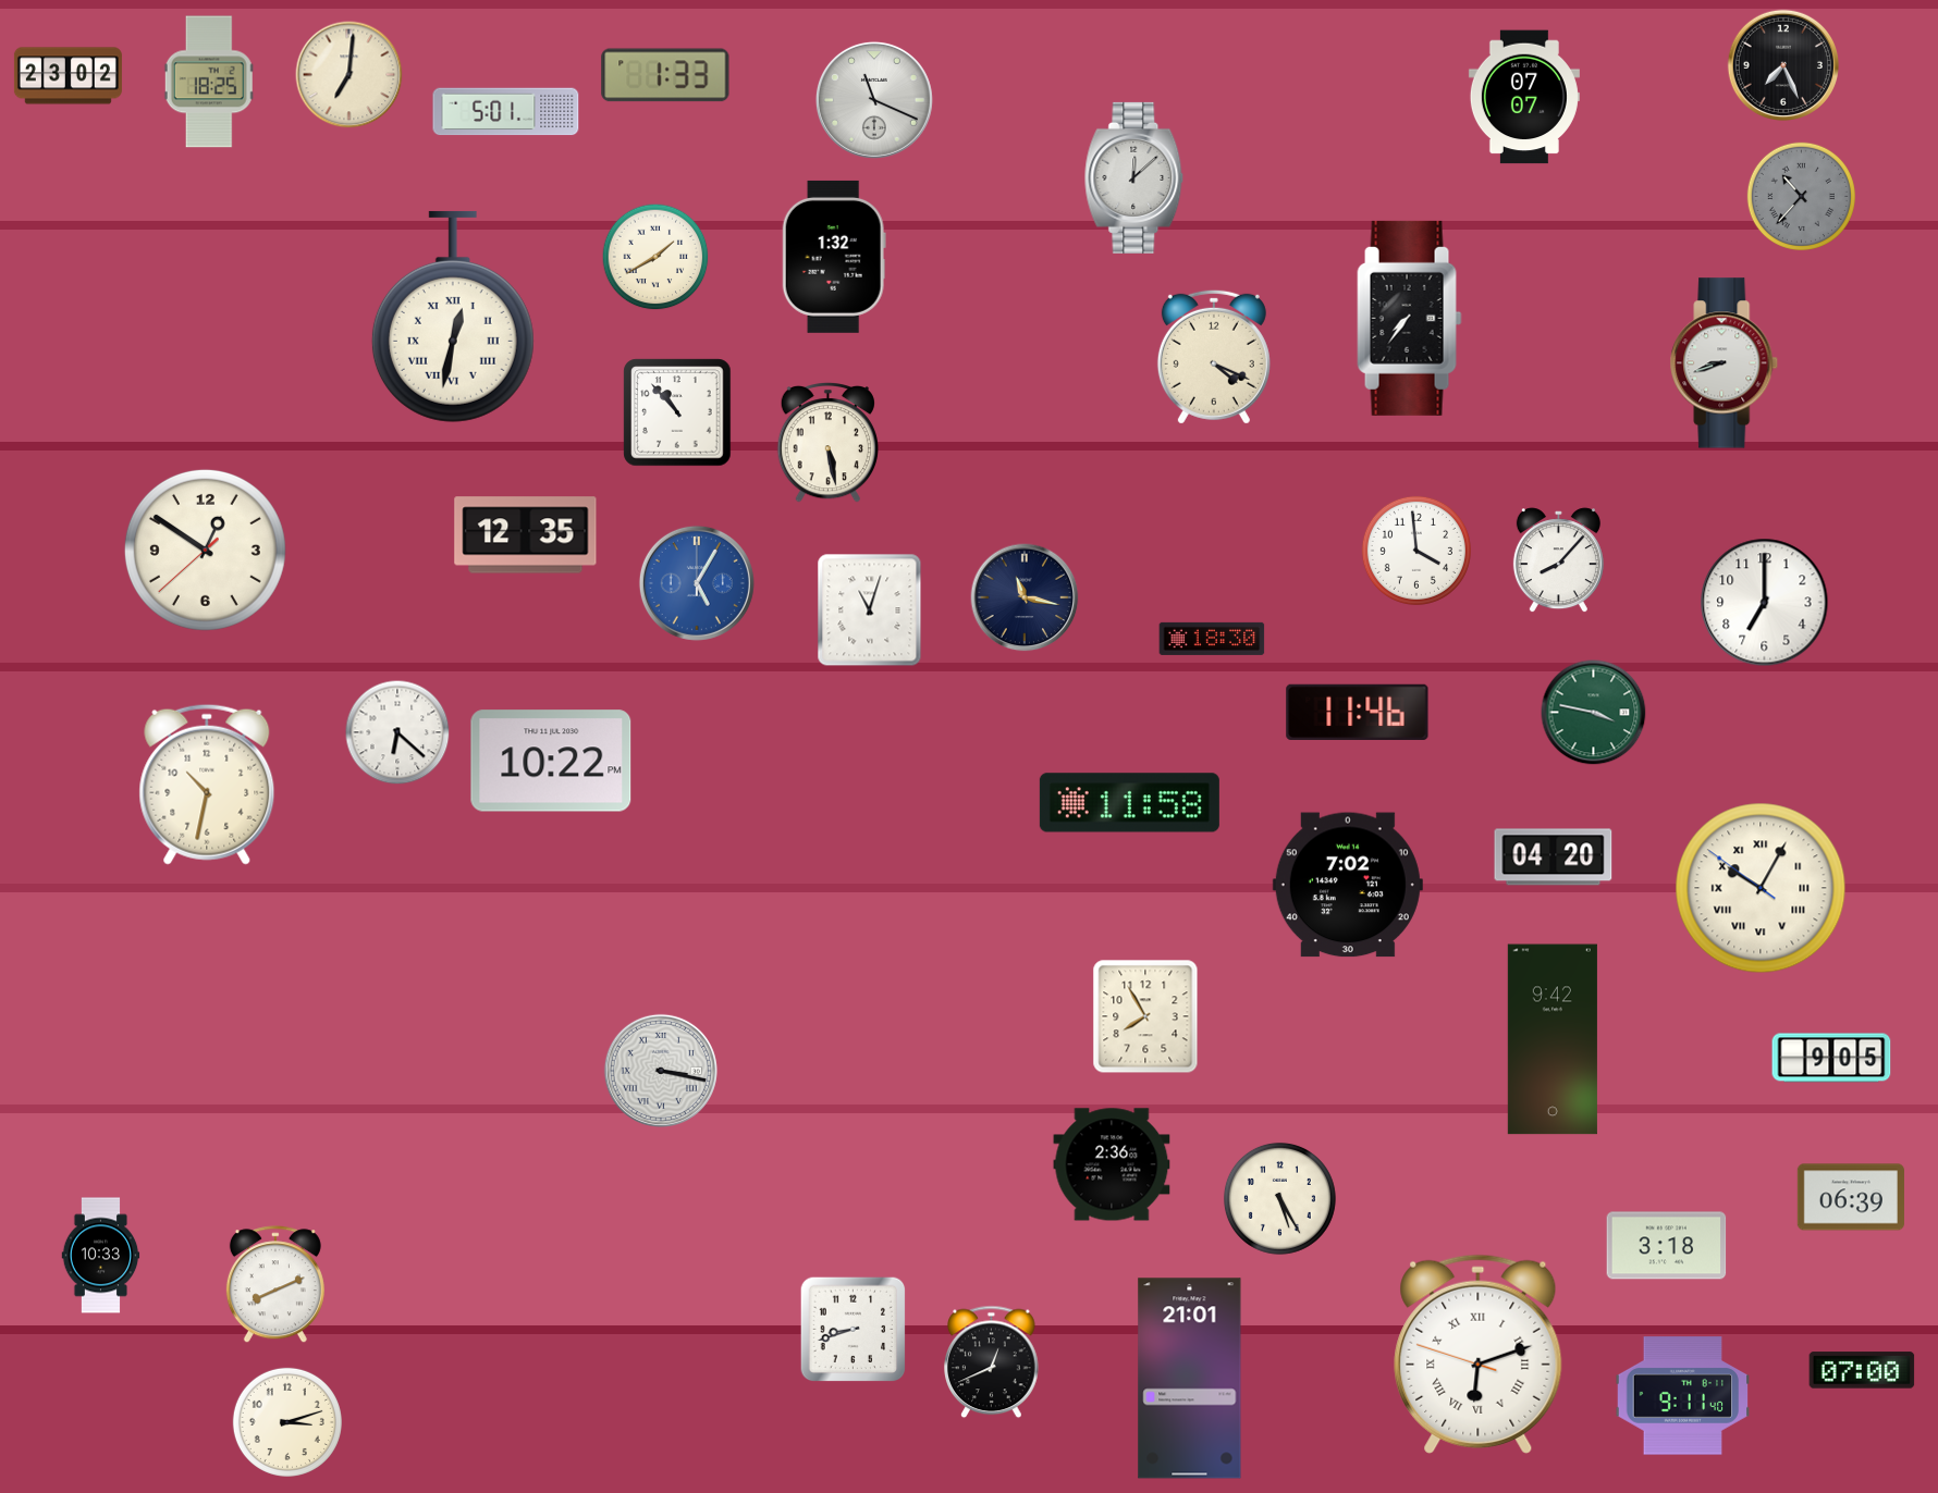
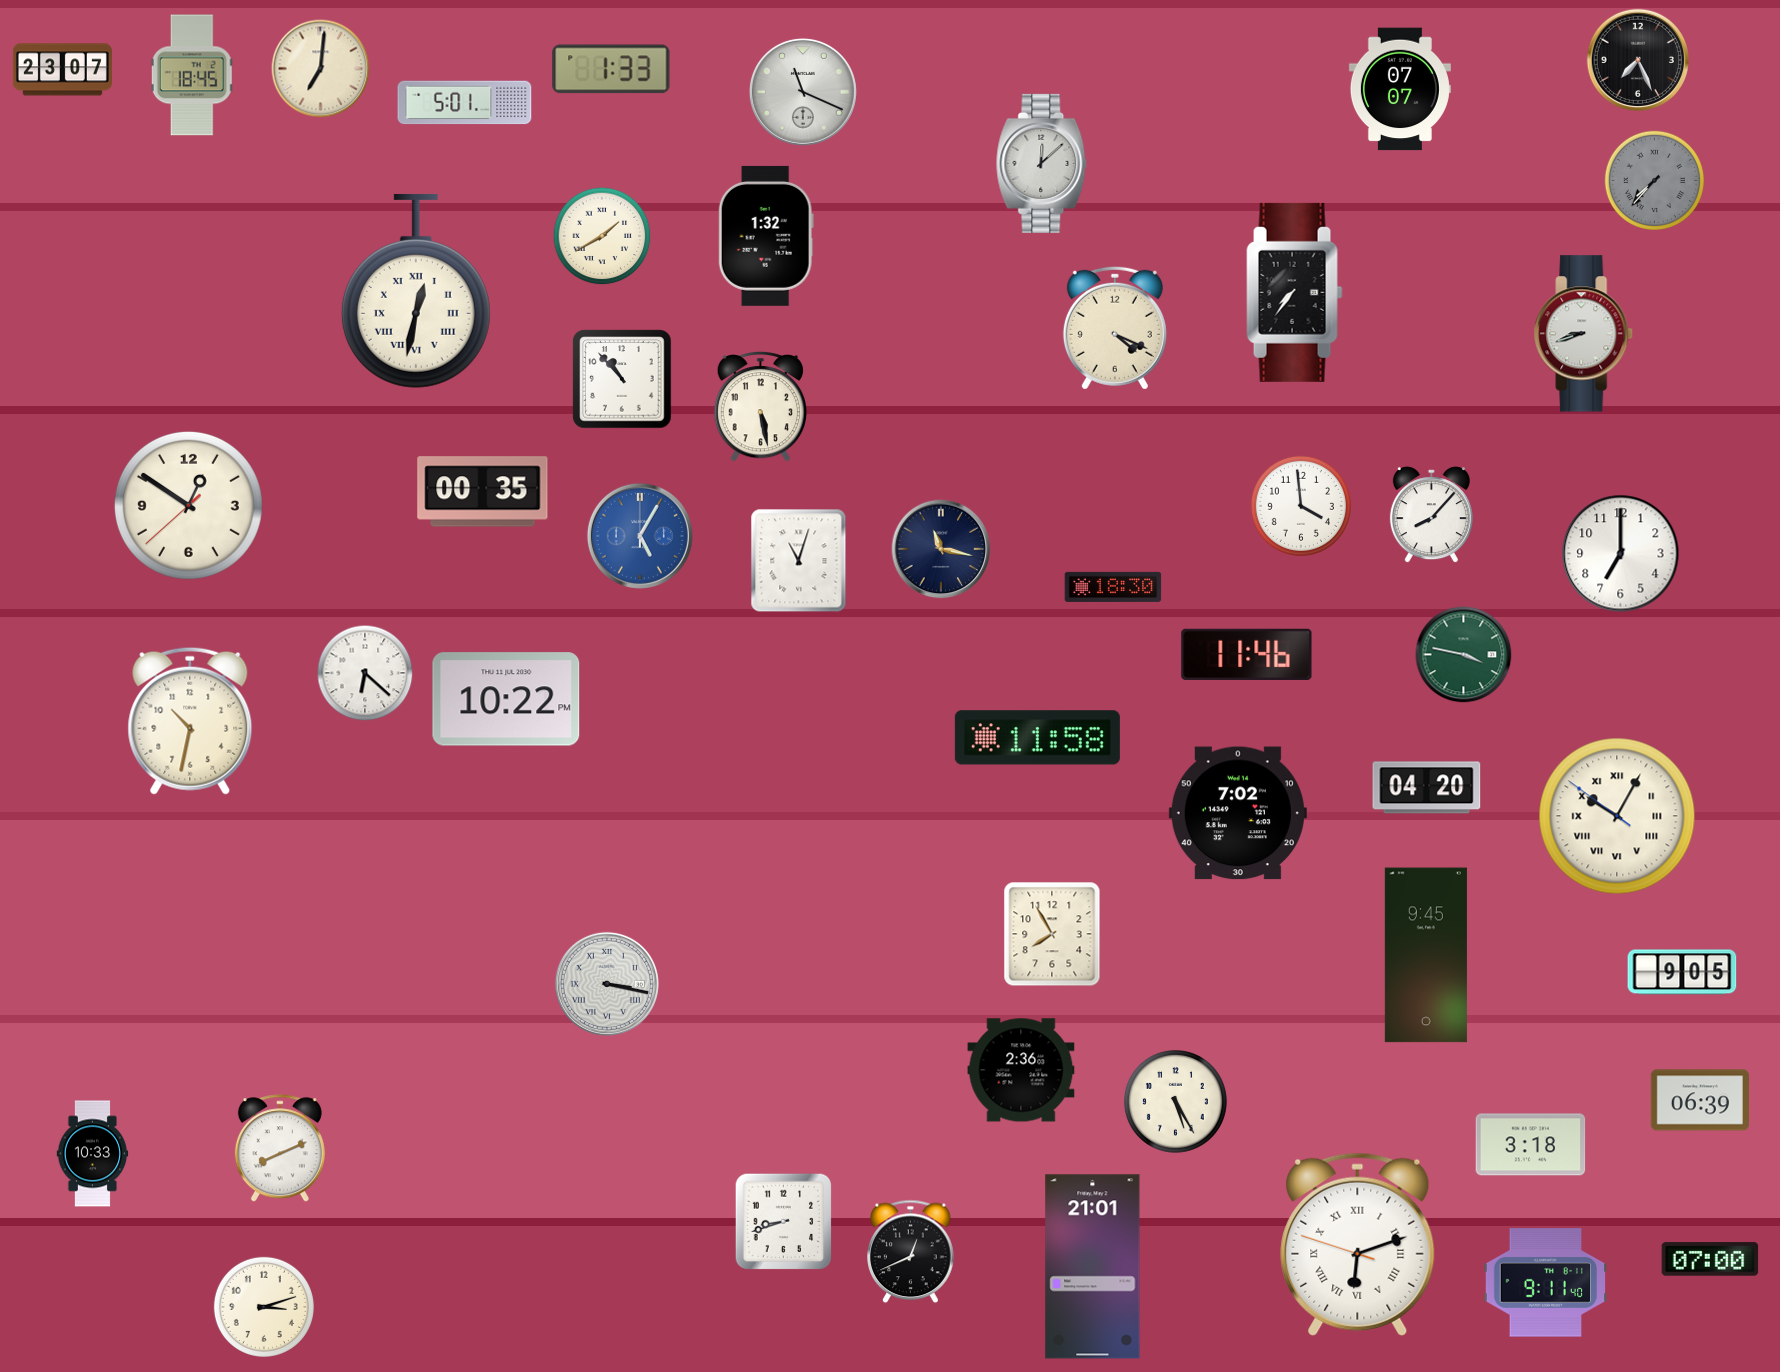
clock at (68, 76): 23:02 -> 23:07
clock at (209, 82): 18:25 -> 18:45
clock at (1801, 196): 10:37 -> 7:37
clock at (526, 535): 12:35 -> 00:35
clock at (1553, 1039): 9:42 -> 9:45
clock at (275, 1285) position: (275, 1285) -> (280, 1149)
